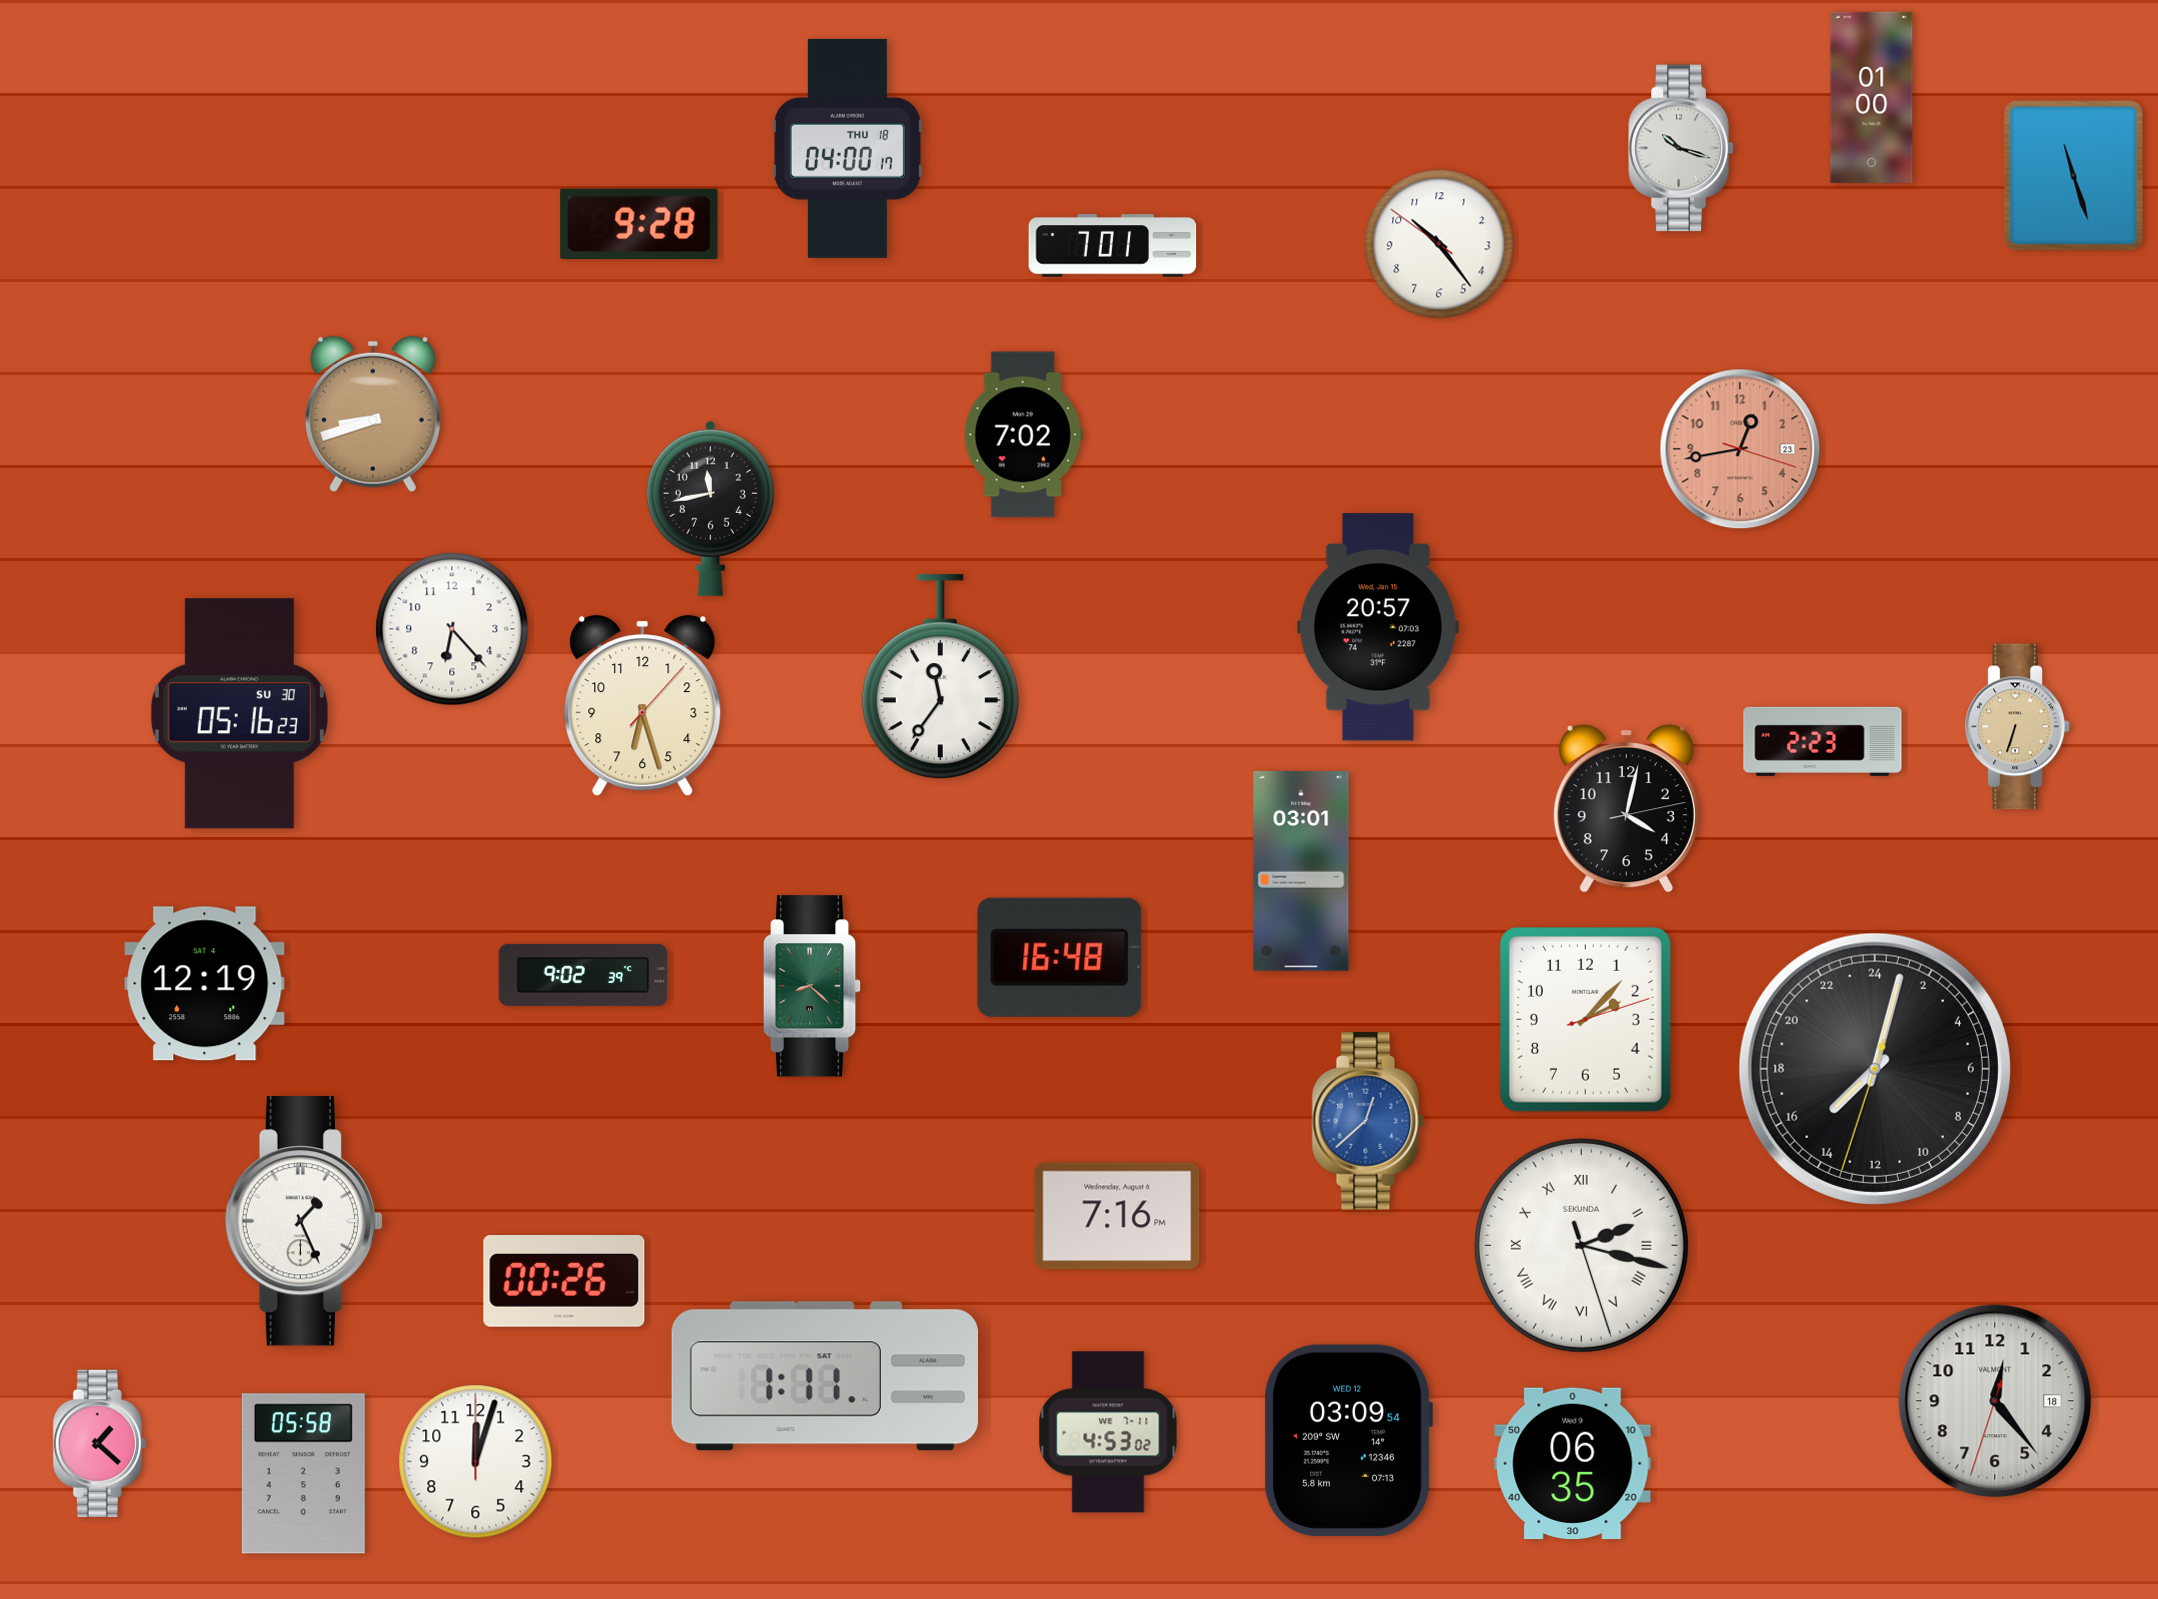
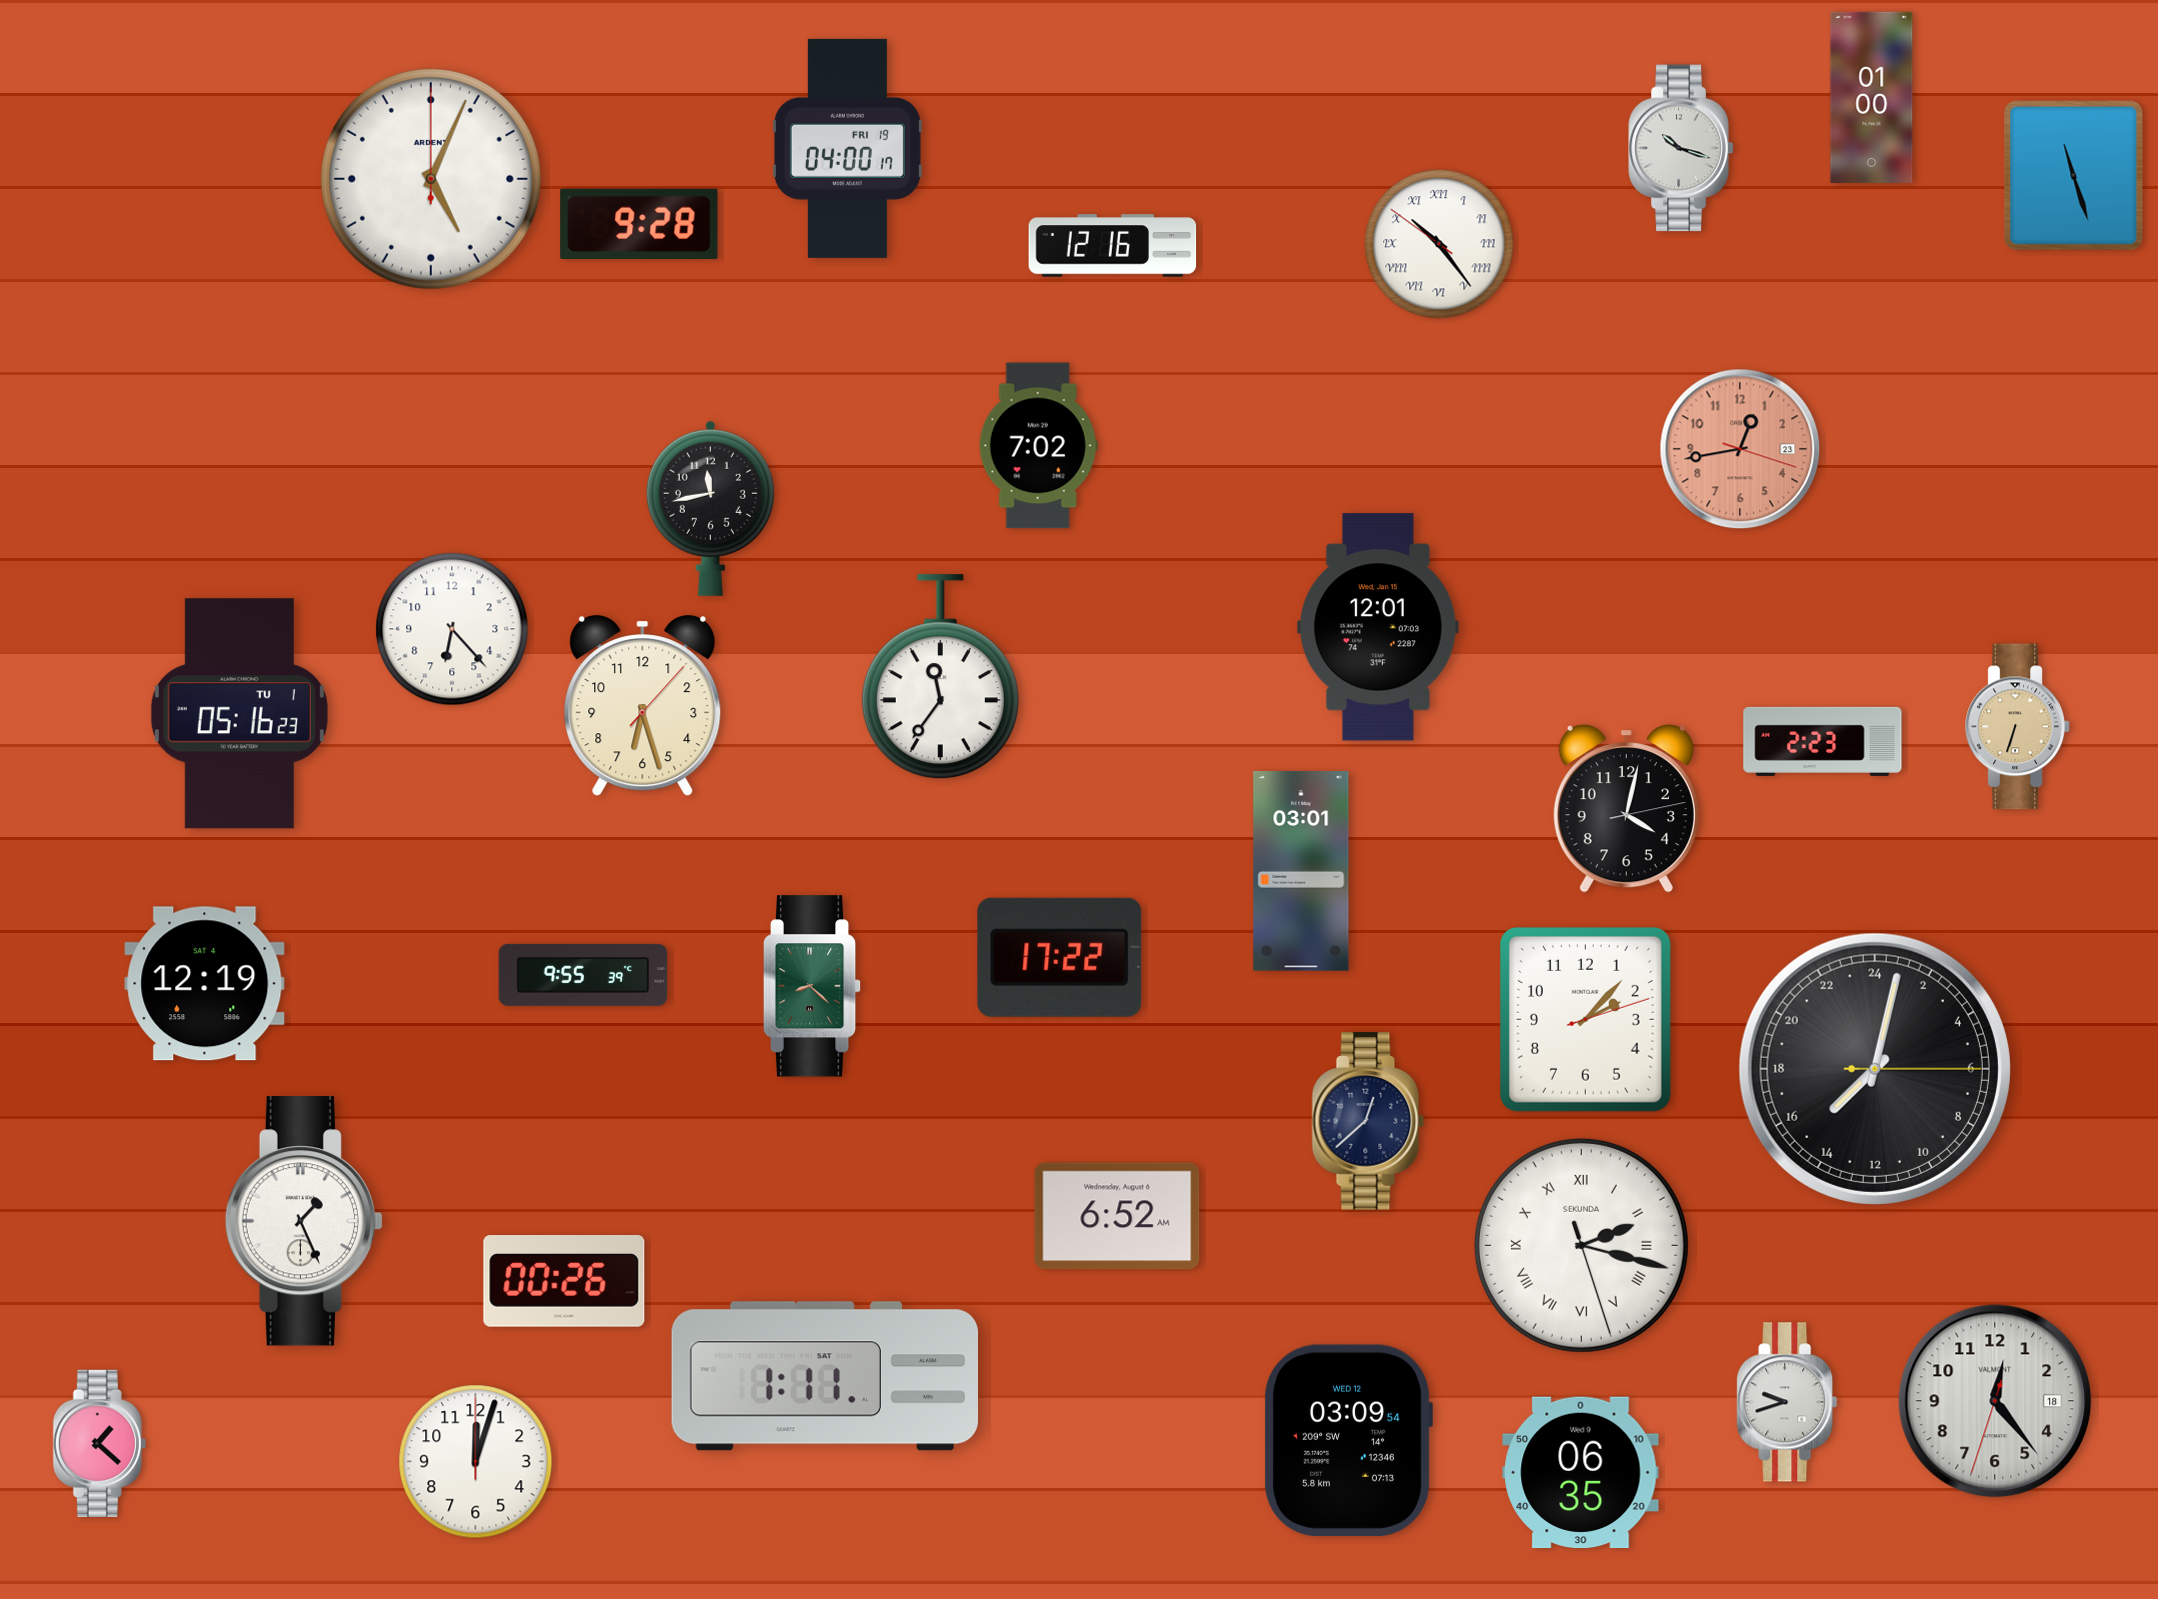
clock at (847, 148) date: THU 18 -> FRI 19
clock at (431, 179): none -> 5:04
clock at (1439, 244) numerals: Arabic -> Roman
clock at (1113, 246): 7:01 -> 12:16
clock at (373, 414): 8:42 -> none
clock at (1023, 435) position: (1023, 435) -> (1038, 446)
clock at (1378, 627): 20:57 -> 12:01
clock at (239, 714) date: SU 30 -> TU 1
clock at (1060, 957): 16:48 -> 17:22
clock at (583, 975): 9:02 -> 9:55
clock at (1875, 1069): 15:02:33 -> 15:02:15
clock at (1368, 1121) dial: blue -> navy
clock at (1117, 1216): 7:16 -> 6:52
clock at (1787, 1402): none -> 9:42
clock at (1108, 1432): 4:53 -> none
clock at (1573, 1464) position: (1573, 1464) -> (1581, 1473)
clock at (303, 1474): 05:58 -> none
